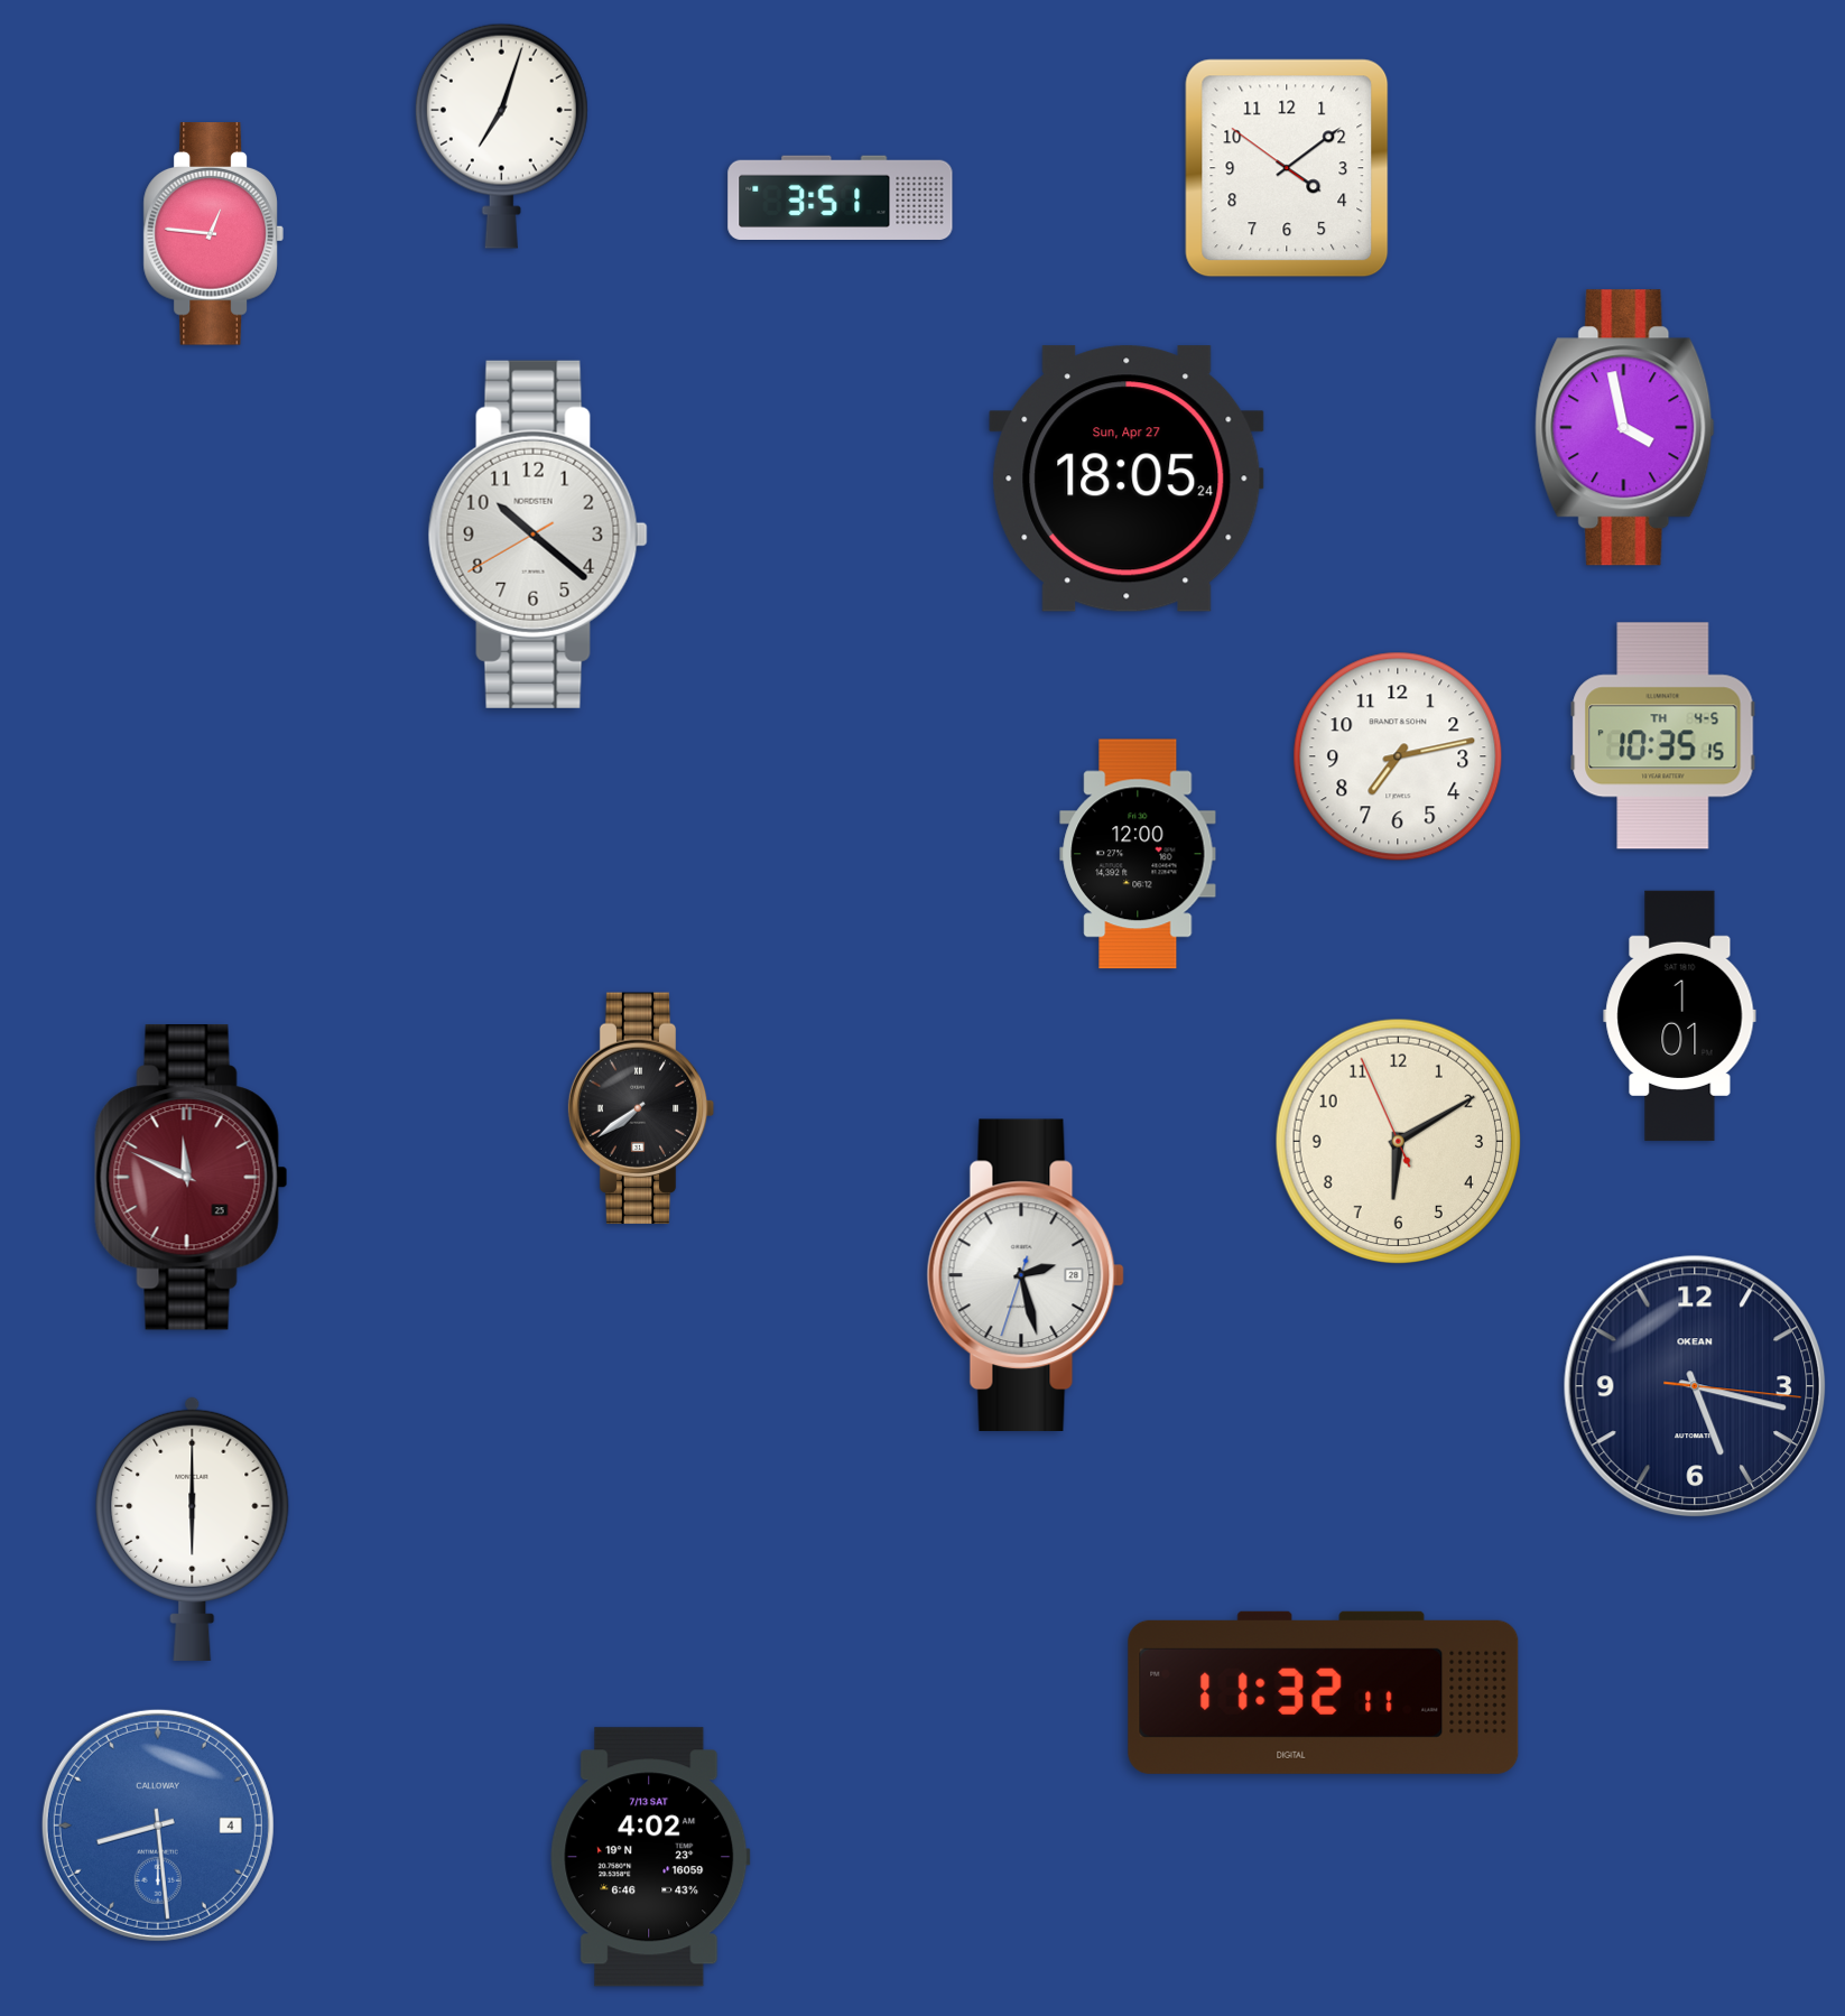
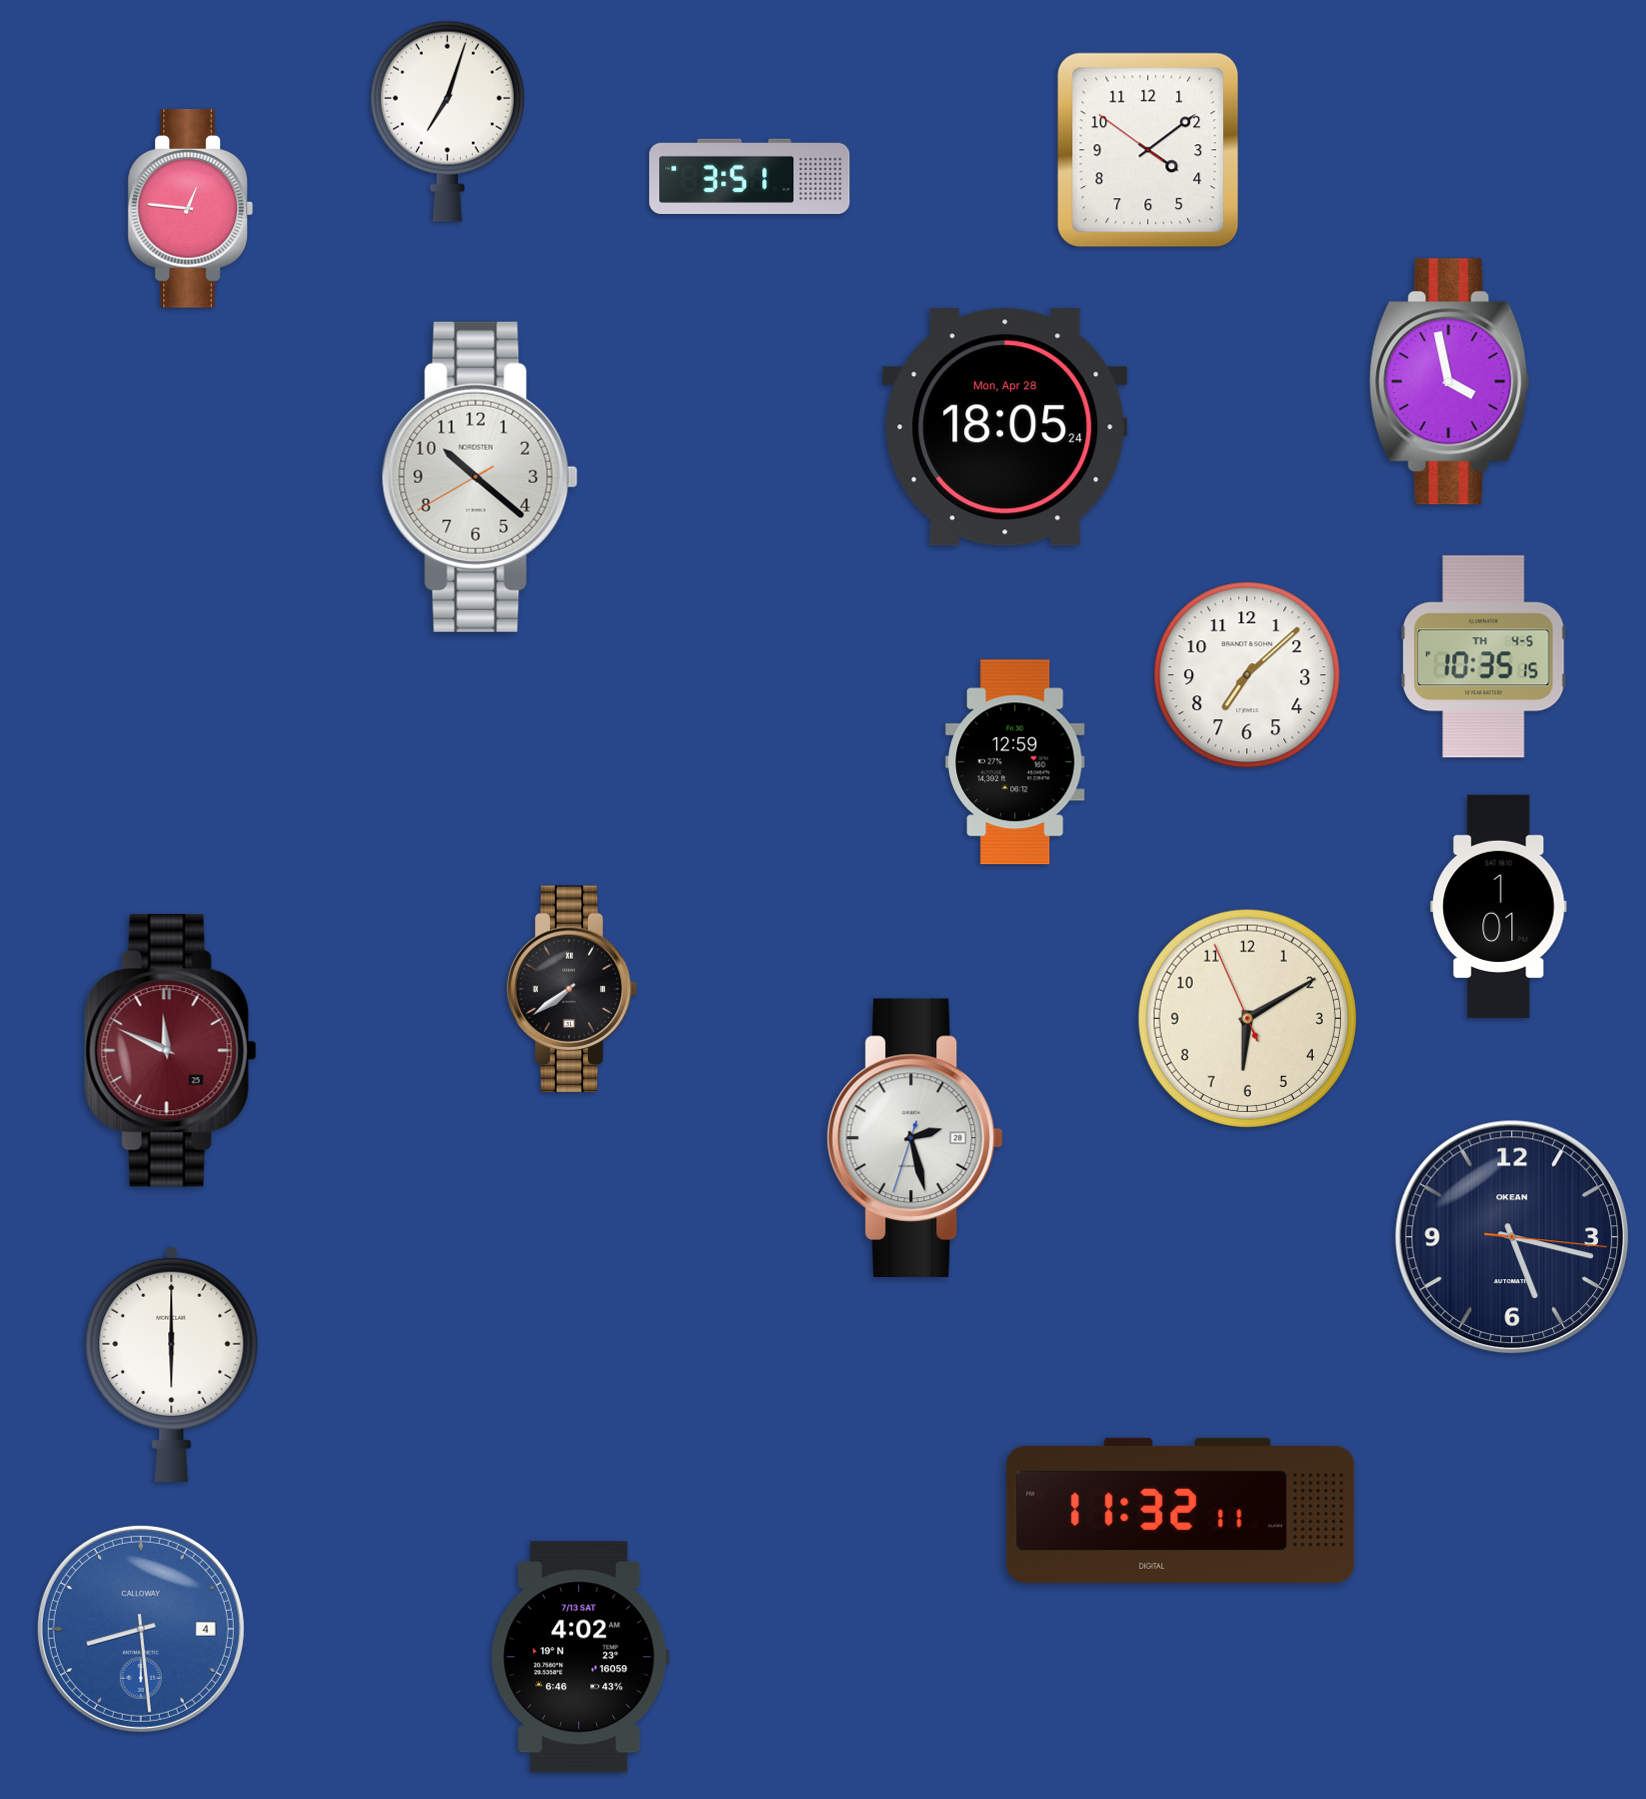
clock at (1127, 479) date: Sun, Apr 27 -> Mon, Apr 28
clock at (1398, 756): 7:13 -> 7:08
clock at (1138, 854): 12:00 -> 12:59
